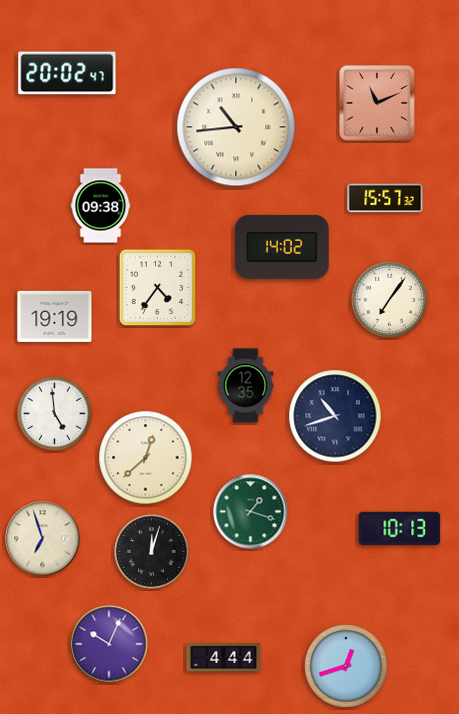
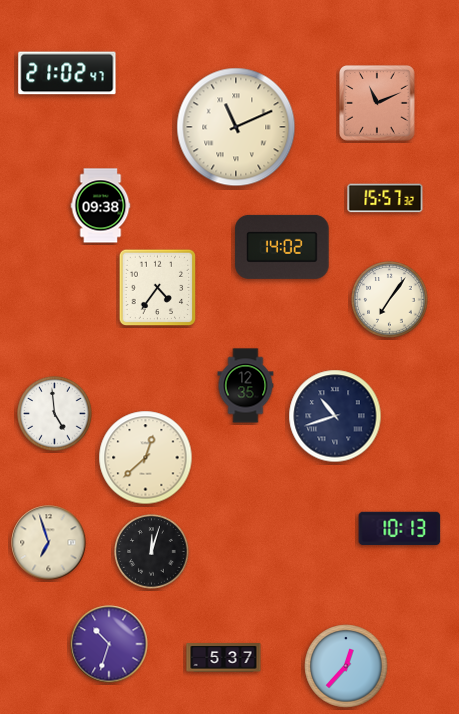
clock at (67, 73): 20:02 -> 21:02
clock at (236, 127): 10:44 -> 11:11
clock at (55, 316): 19:19 -> none
clock at (251, 512): 1:18 -> none
clock at (43, 539) position: (43, 539) -> (49, 543)
clock at (109, 644): 10:04 -> 10:33
clock at (224, 658): 4:44 -> 5:37
clock at (346, 666): 12:42 -> 12:37
